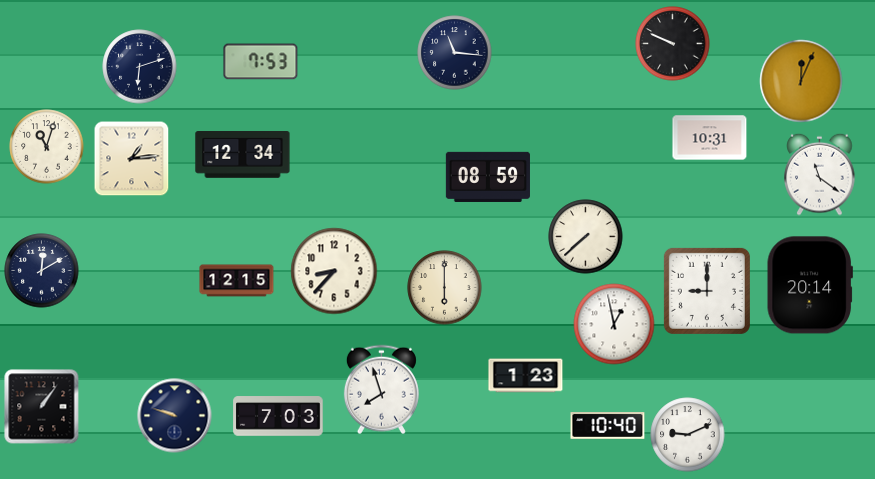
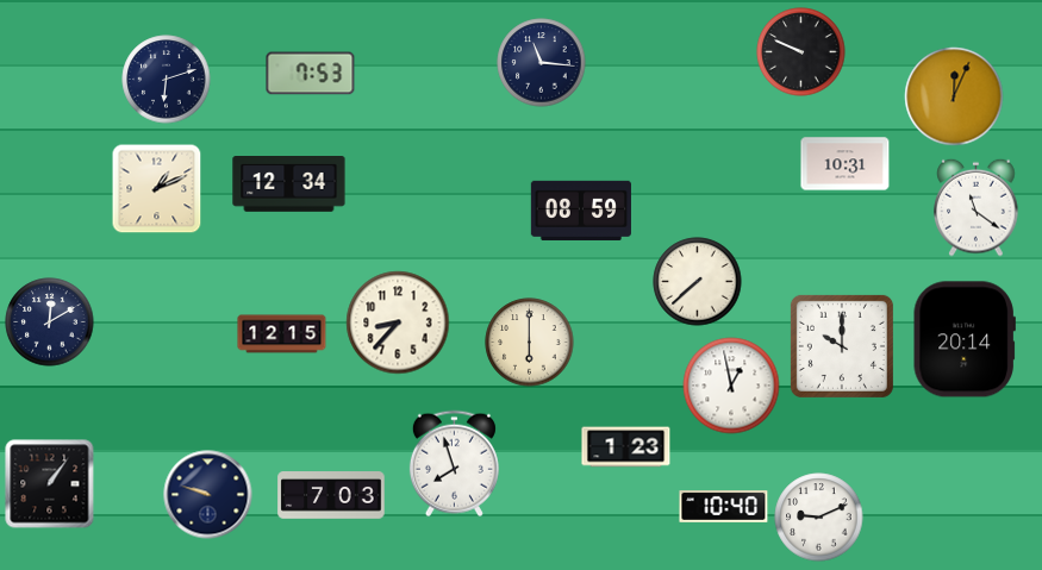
clock at (47, 147): 11:03 -> none
clock at (132, 159): 1:14 -> 1:11
clock at (707, 291): 9:00 -> 10:00
